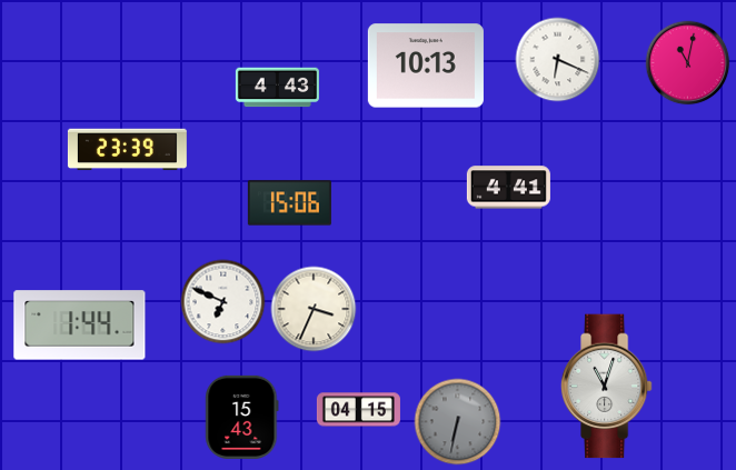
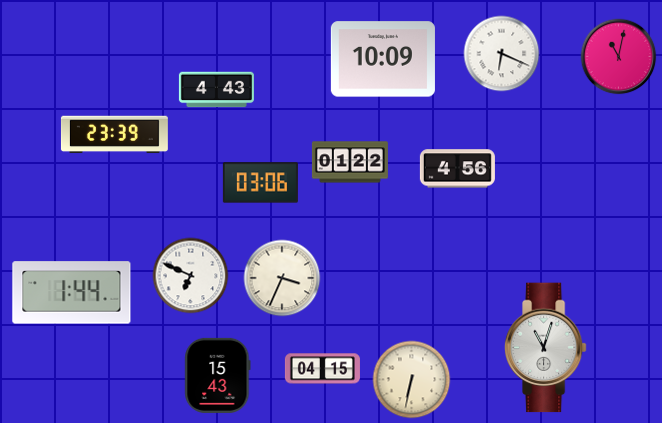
clock at (426, 66): 10:13 -> 10:09
clock at (277, 88) position: (277, 88) -> (216, 90)
clock at (350, 162): none -> 01:22
clock at (508, 188): 4:41 -> 4:56
clock at (289, 203): 15:06 -> 03:06
clock at (223, 302) position: (223, 302) -> (191, 276)
clock at (458, 422) dial: grey -> cream
